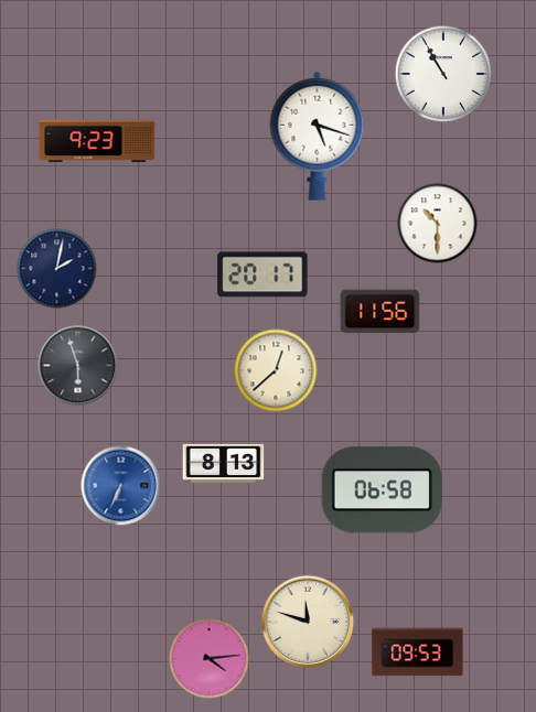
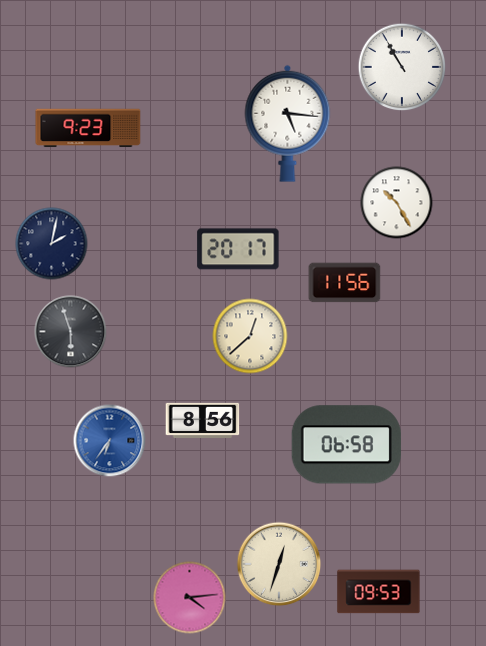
clock at (318, 136): 5:18 -> 5:16
clock at (438, 224): 10:30 -> 10:25
clock at (224, 463): 8:13 -> 8:56
clock at (121, 486): 6:34 -> 6:36
clock at (308, 622): 11:48 -> 12:33
